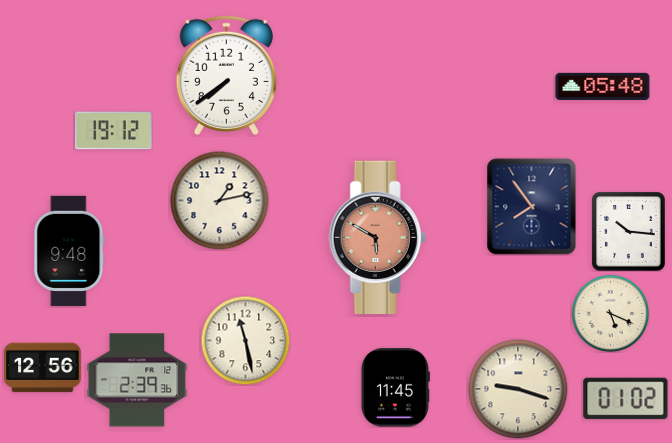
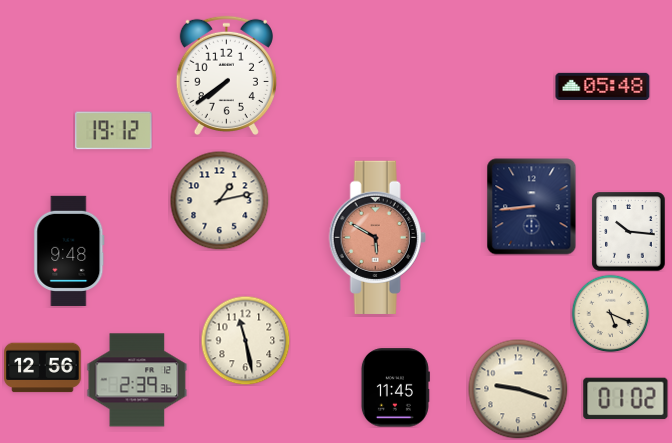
clock at (532, 207): 7:54 -> 8:44
